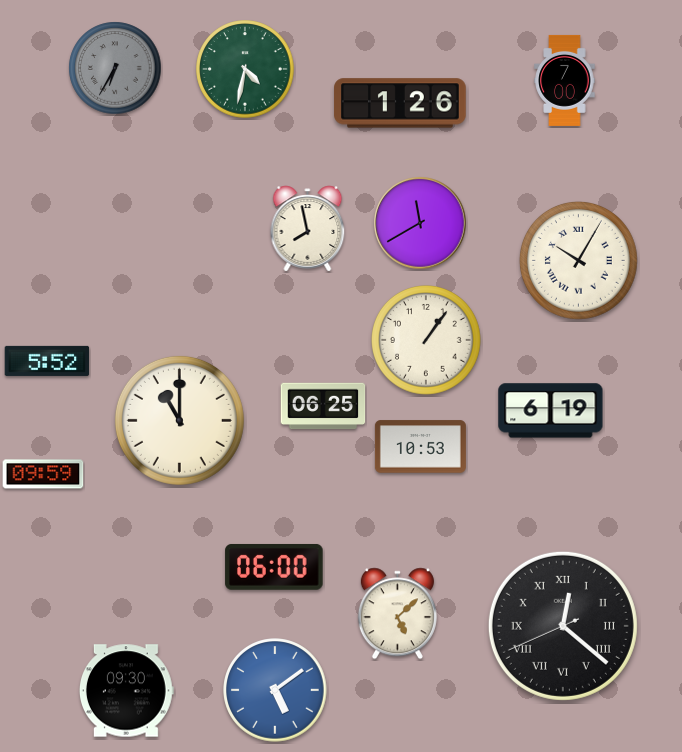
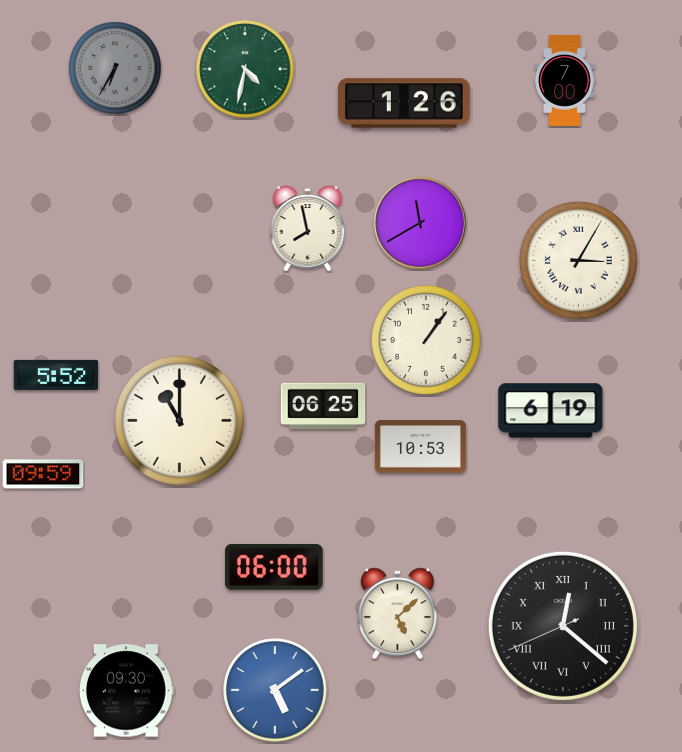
clock at (400, 103) position: (400, 103) -> (404, 103)
clock at (578, 260): 10:05 -> 3:05
clock at (47, 361) position: (47, 361) -> (56, 375)
